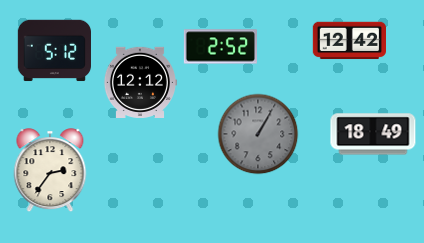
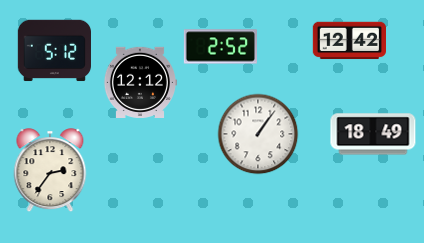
clock at (258, 134): 1:05 -> 1:06
clock at (258, 134) dial: grey -> white
